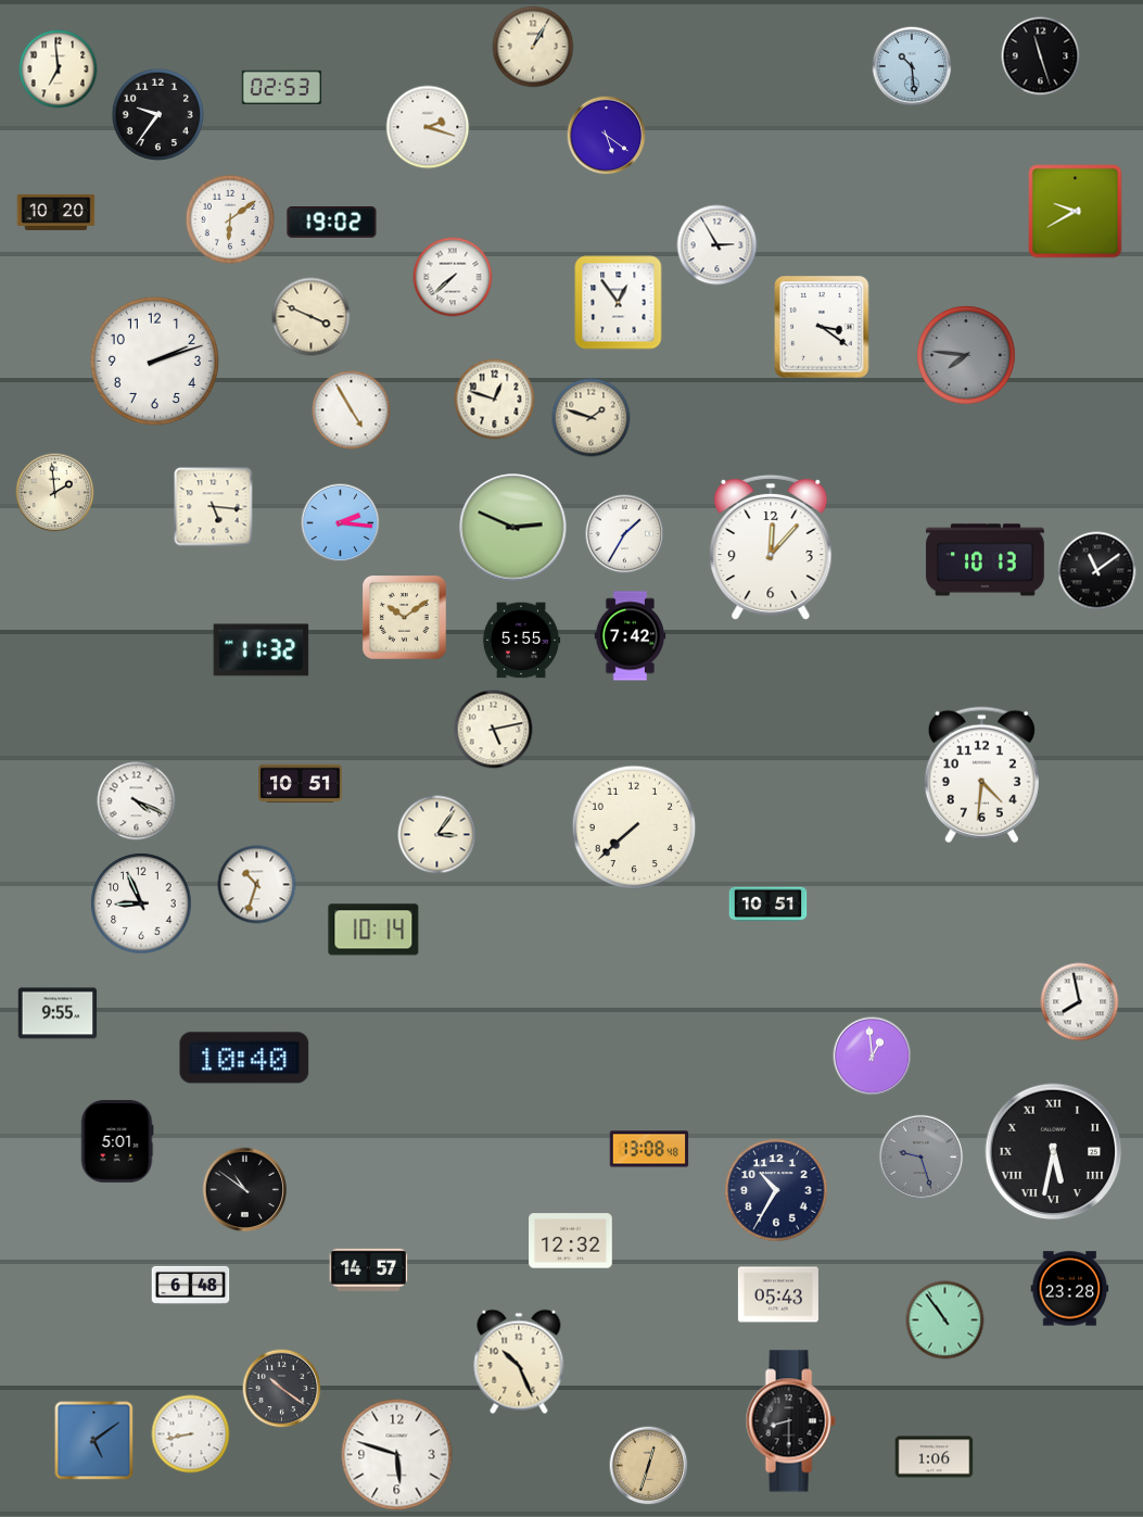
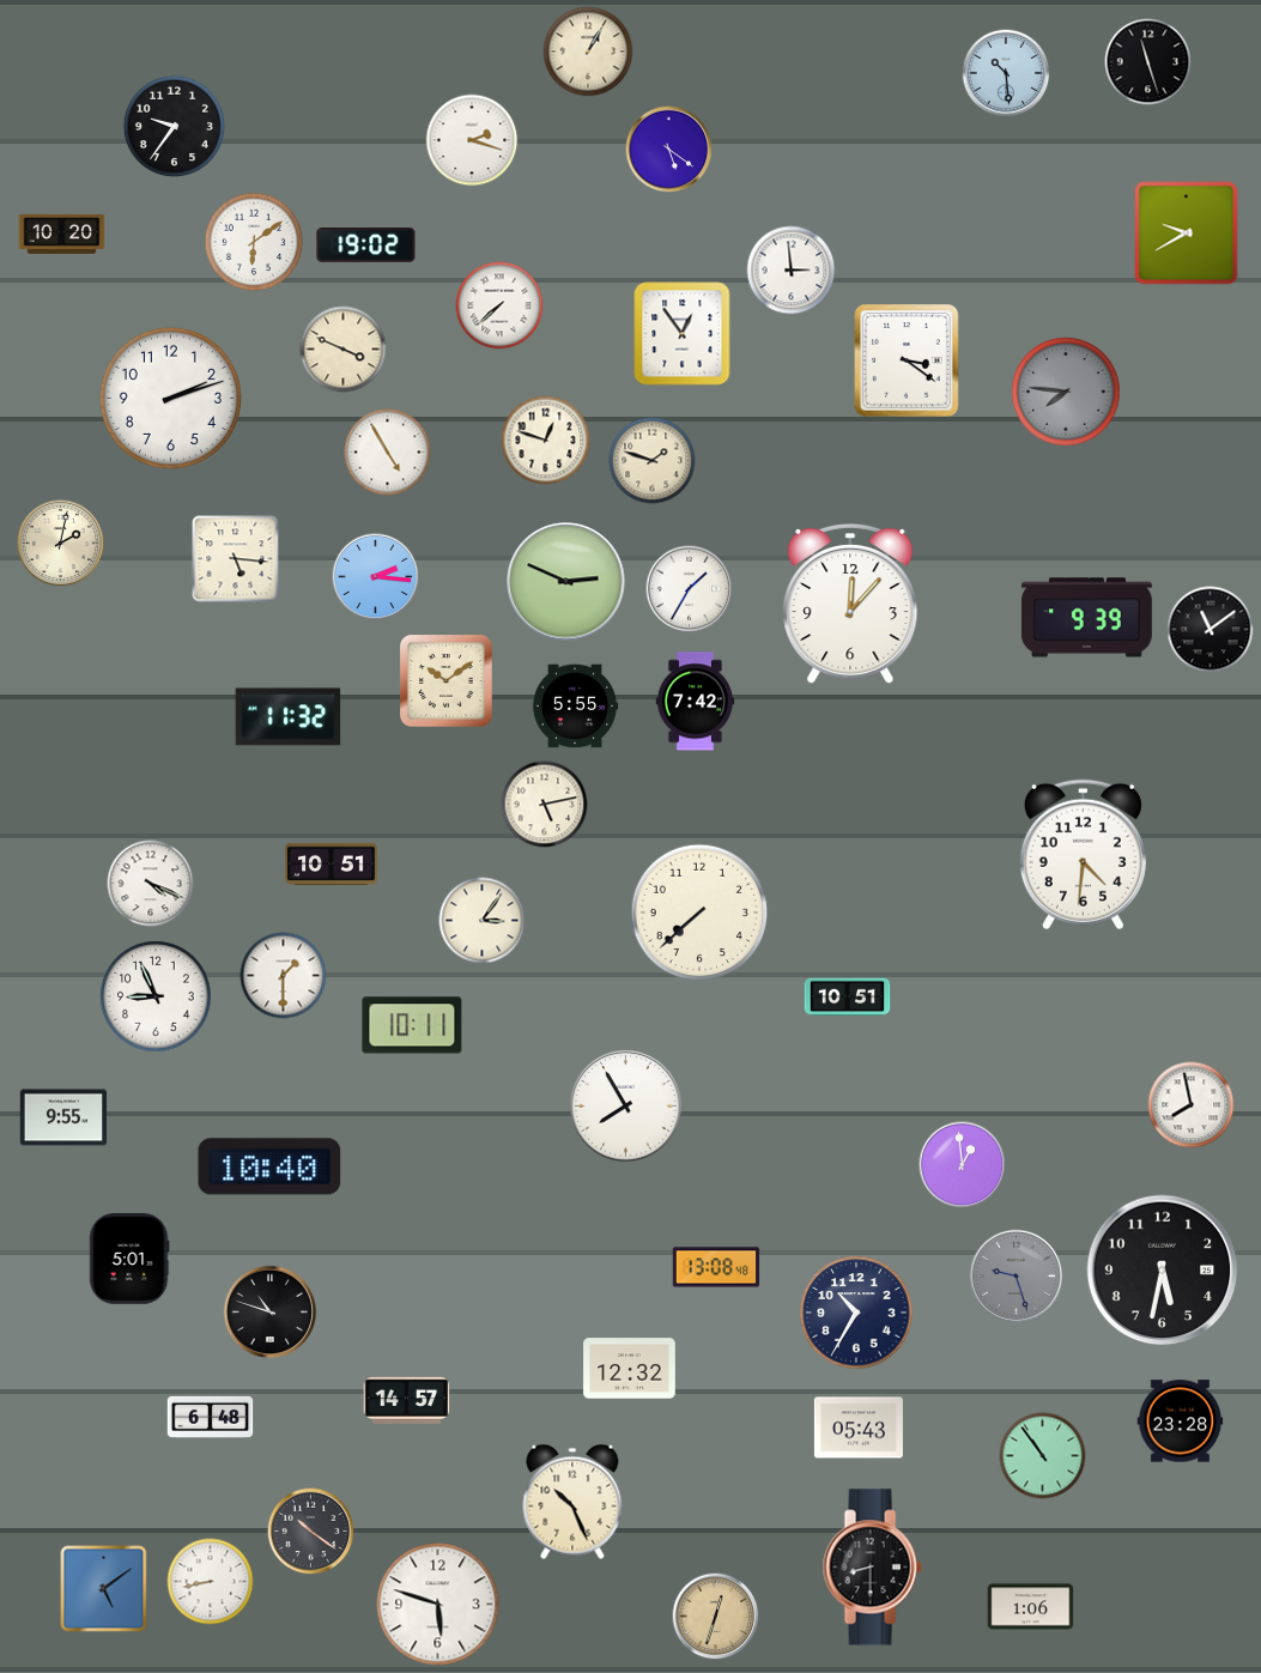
clock at (59, 69): 6:59 -> none
clock at (281, 87): 02:53 -> none
clock at (717, 245): 2:55 -> 2:59
clock at (55, 493): 1:59 -> 2:02
clock at (985, 560): 10:13 -> 9:39
clock at (257, 885): 10:33 -> 1:30
clock at (373, 930): 10:14 -> 10:11
clock at (626, 1107): none -> 7:55
clock at (1054, 1152) numerals: Roman -> Arabic
clock at (245, 1190): 10:51 -> 10:48
